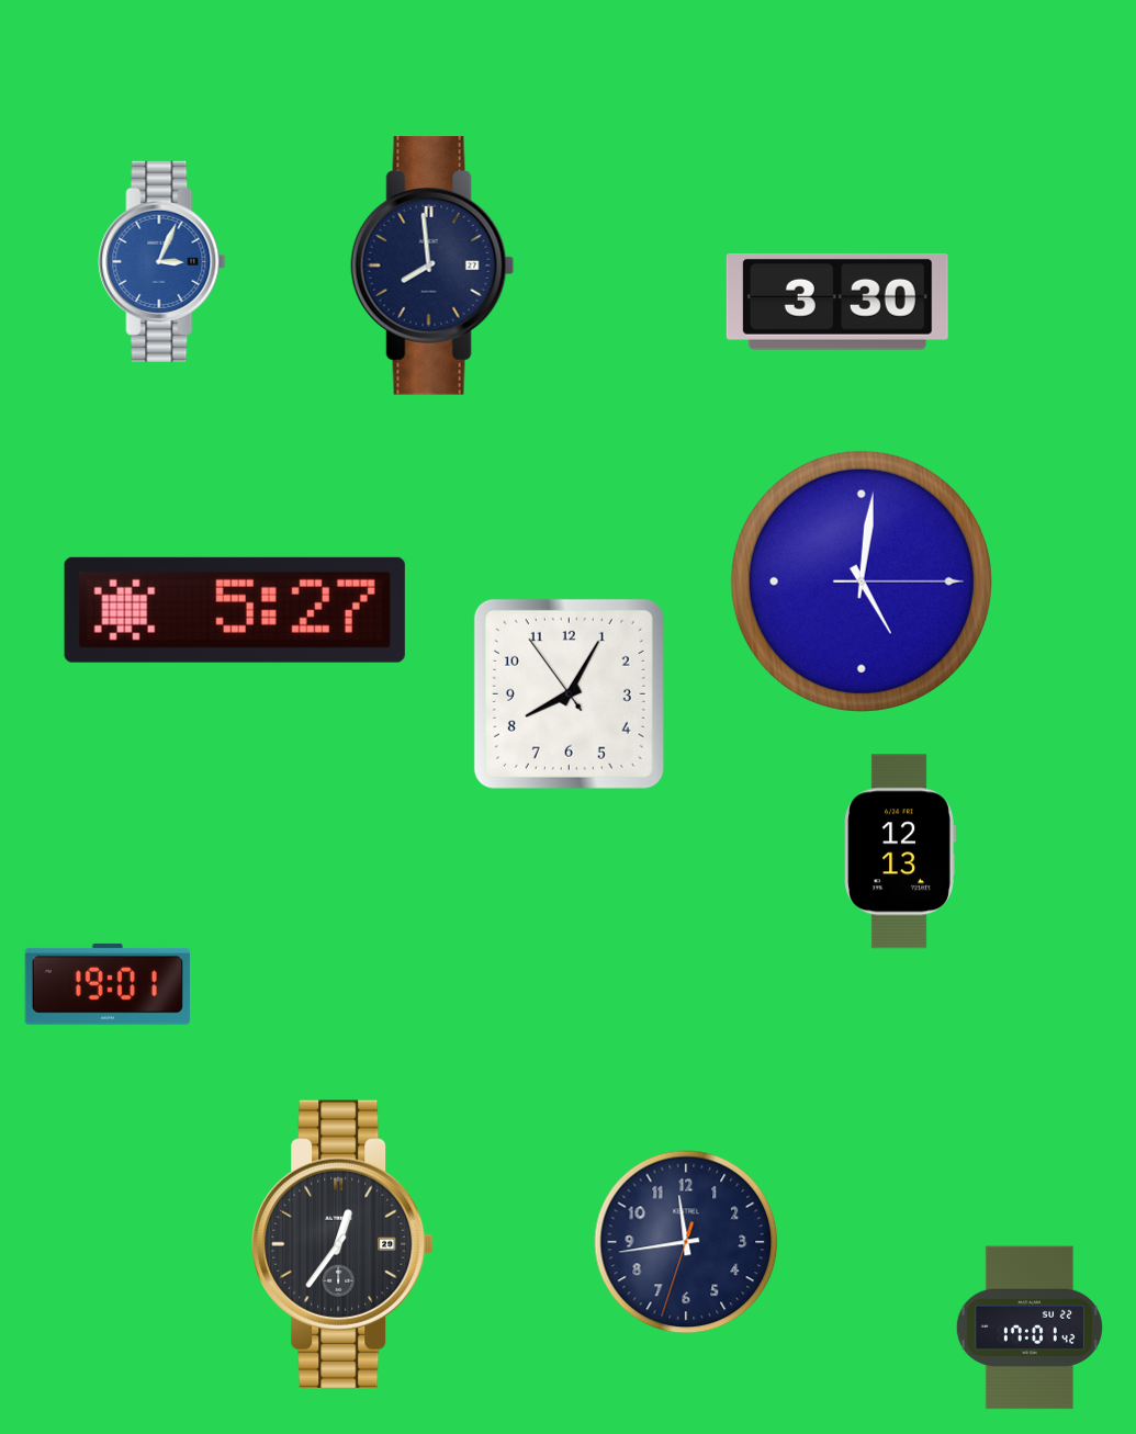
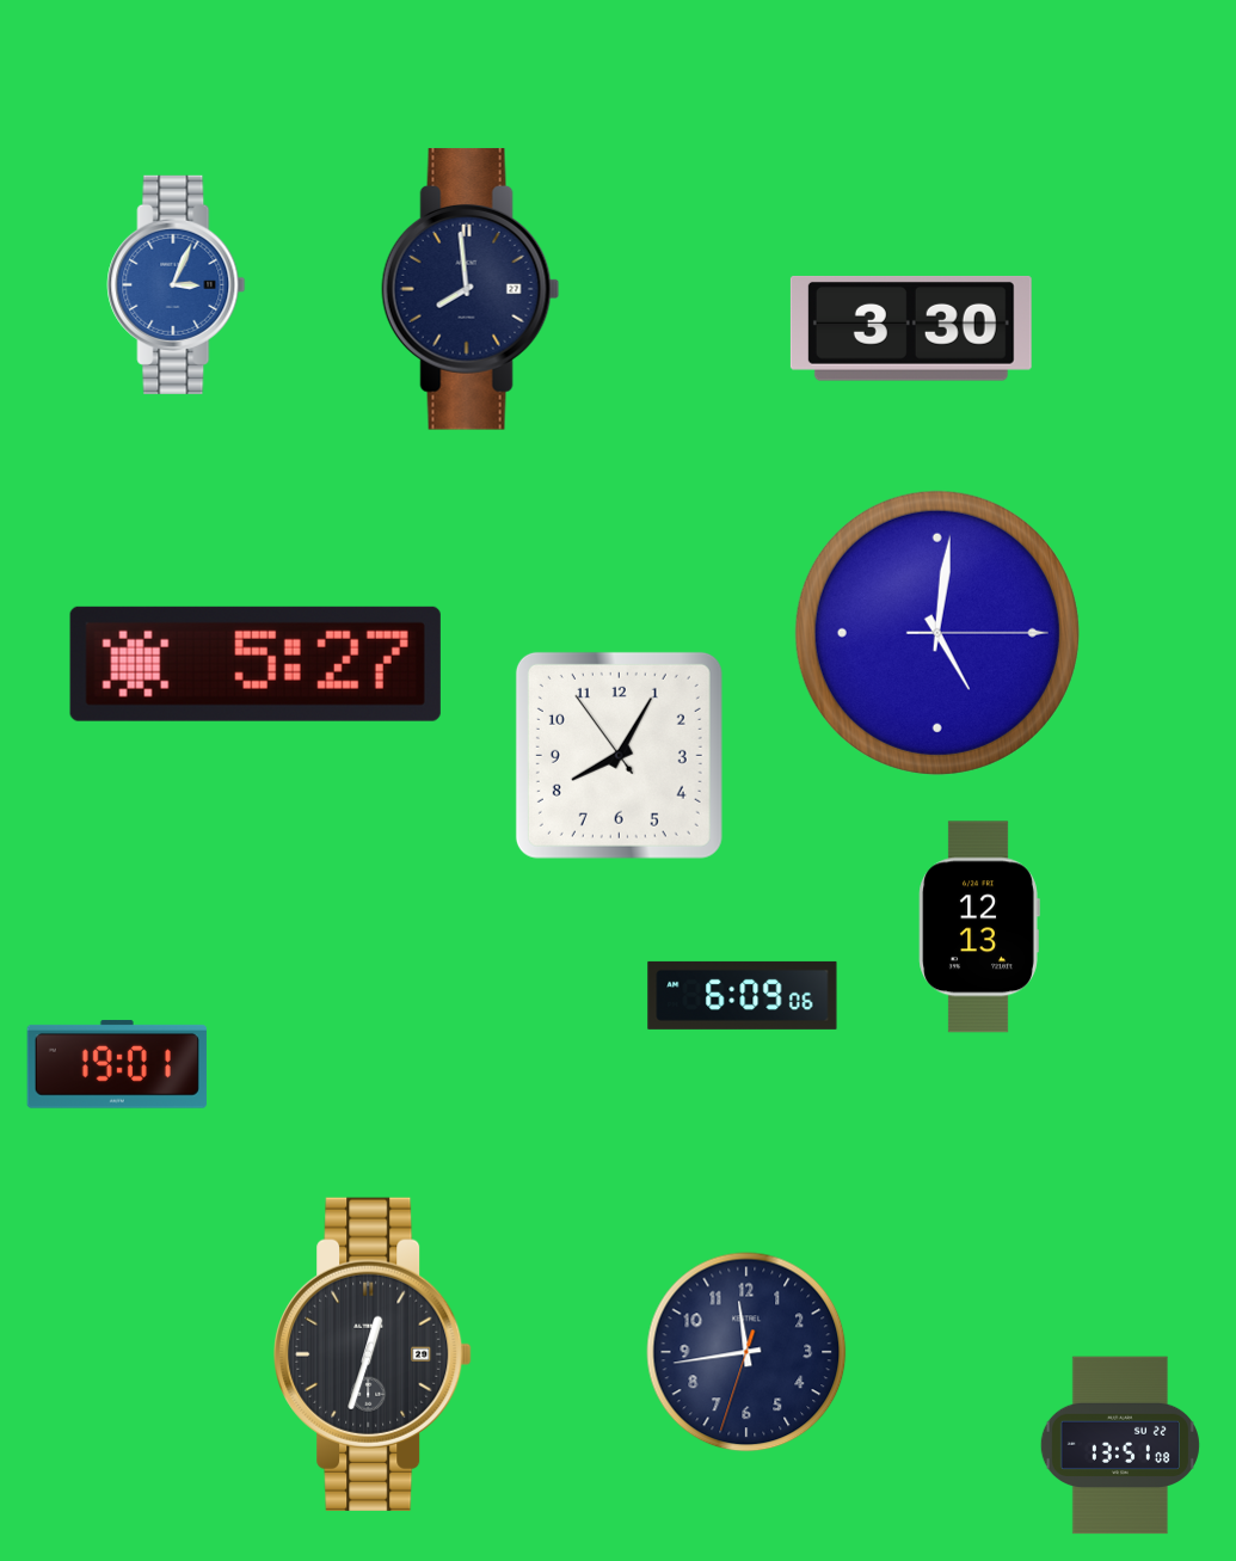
clock at (743, 995): none -> 6:09
clock at (108, 984) position: (108, 984) -> (117, 1064)
clock at (342, 1244): 12:36 -> 12:33
clock at (1030, 1328): 17:01 -> 13:51
